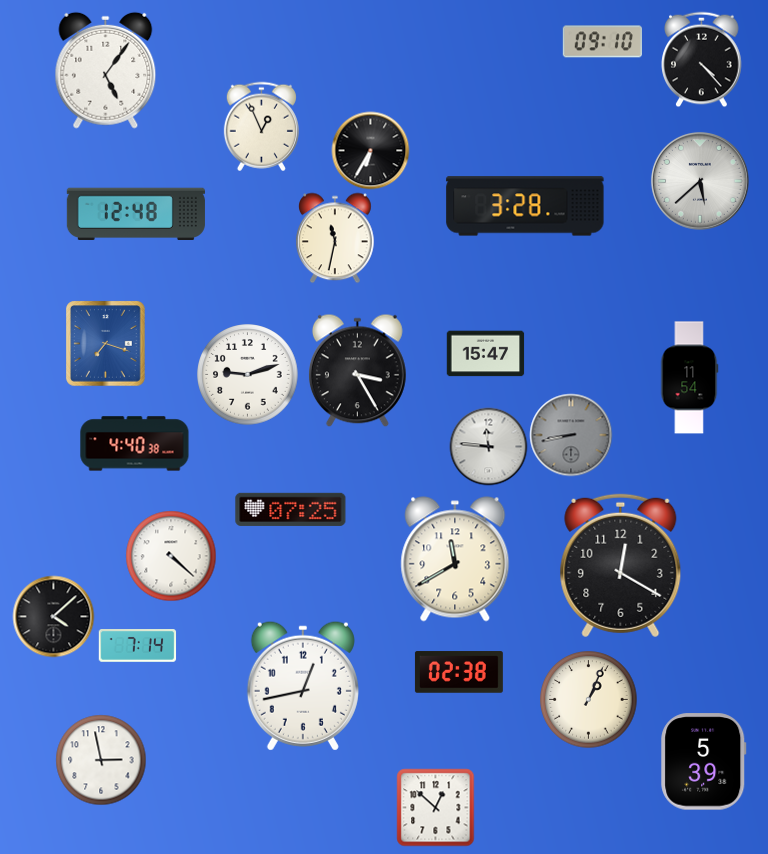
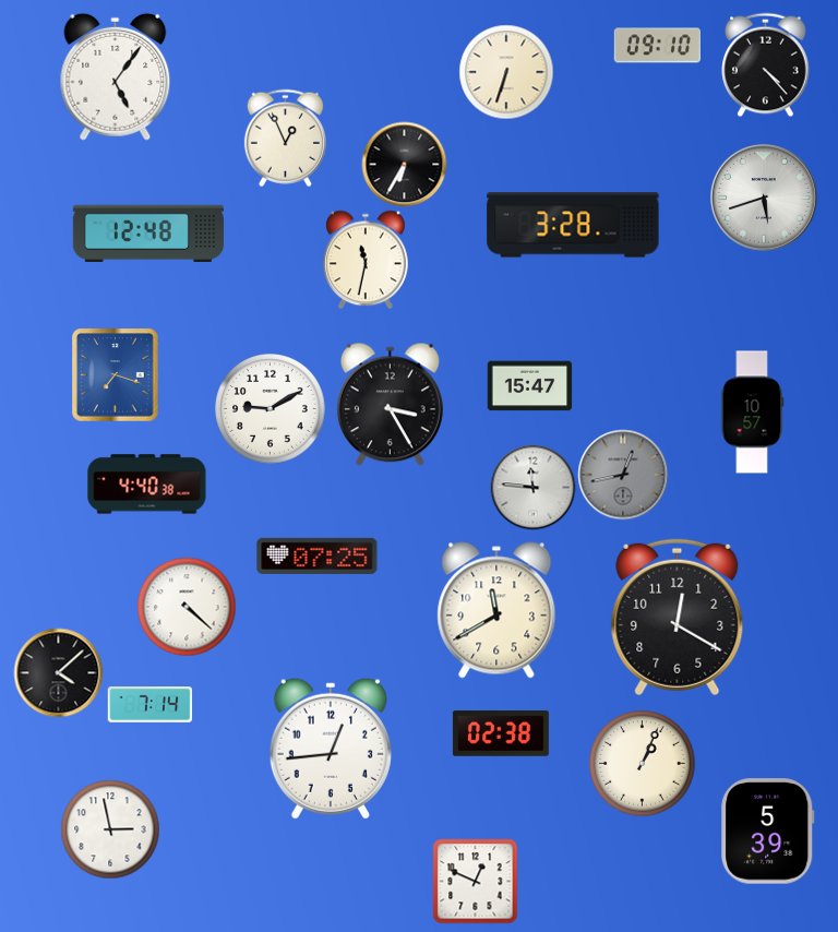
clock at (506, 72): none -> 6:33
clock at (700, 181): 5:38 -> 5:42
clock at (248, 375): 9:12 -> 9:10
clock at (689, 378): 11:54 -> 10:57
clock at (571, 435): 8:43 -> 12:43
clock at (303, 686): 12:43 -> 12:44
clock at (435, 807): 12:52 -> 12:49
